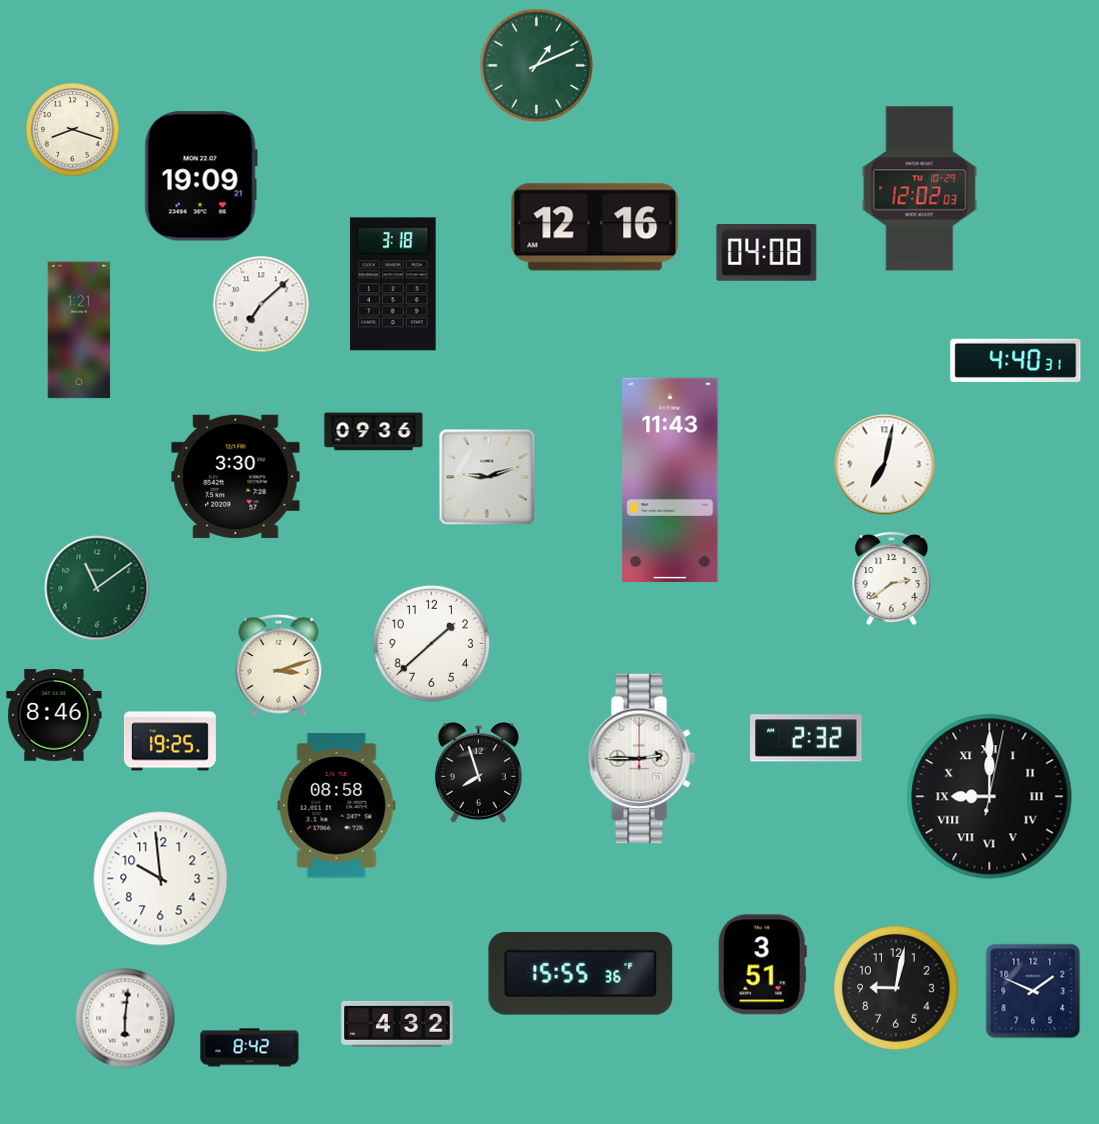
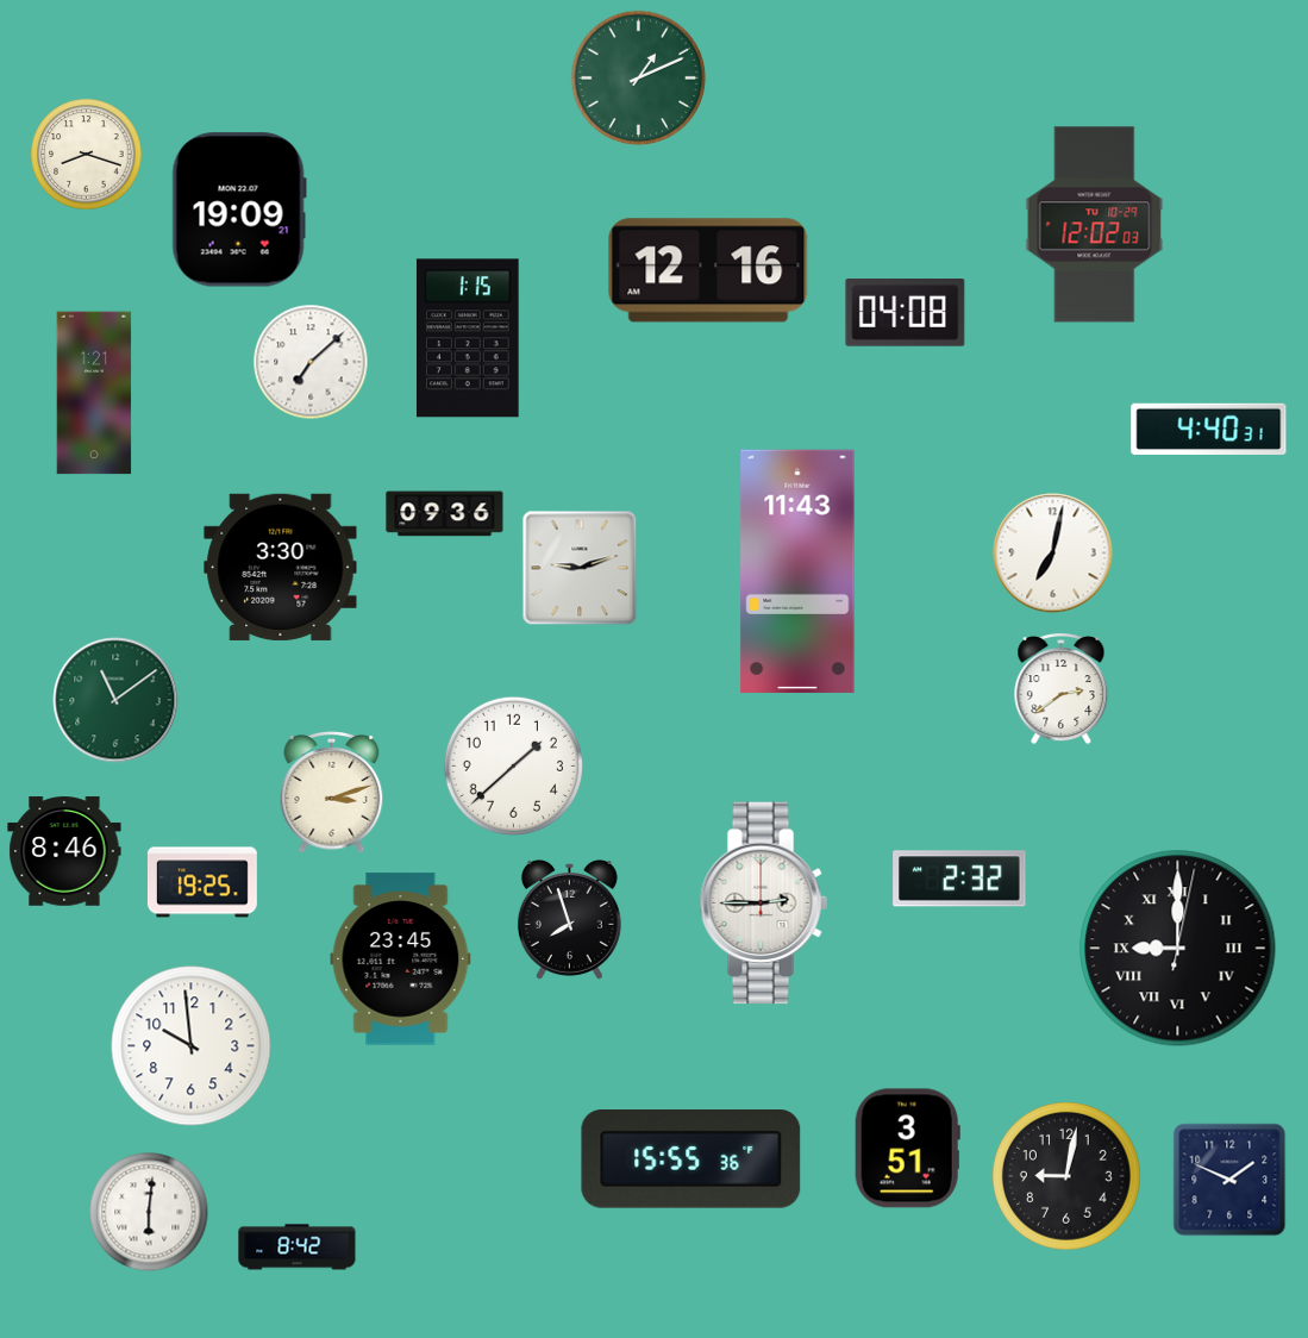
clock at (767, 253) position: (767, 253) -> (906, 313)
clock at (393, 284): 3:18 -> 1:15
clock at (337, 806): 08:58 -> 23:45
clock at (397, 1024): 4:32 -> none
